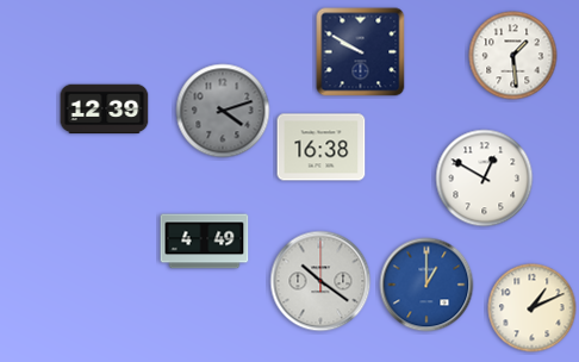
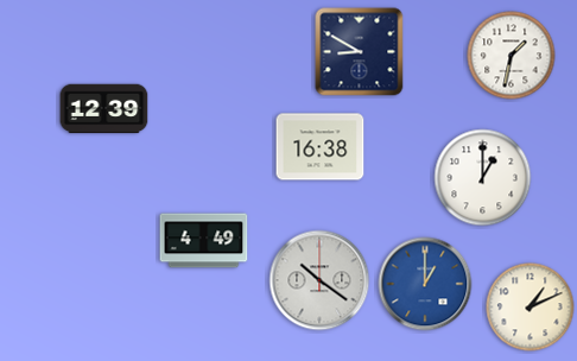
clock at (361, 52): 9:50 -> 8:50
clock at (513, 56): 1:29 -> 1:32
clock at (223, 111): 4:12 -> none
clock at (485, 179): 12:50 -> 1:00
